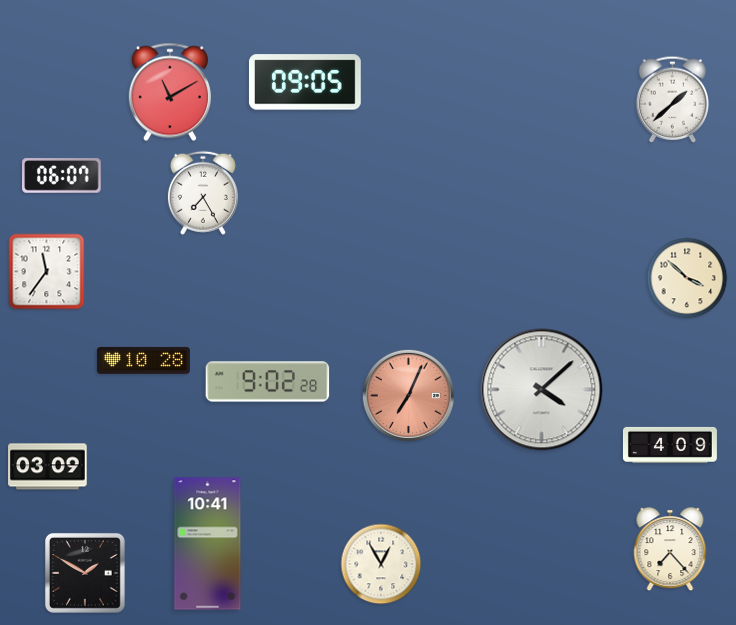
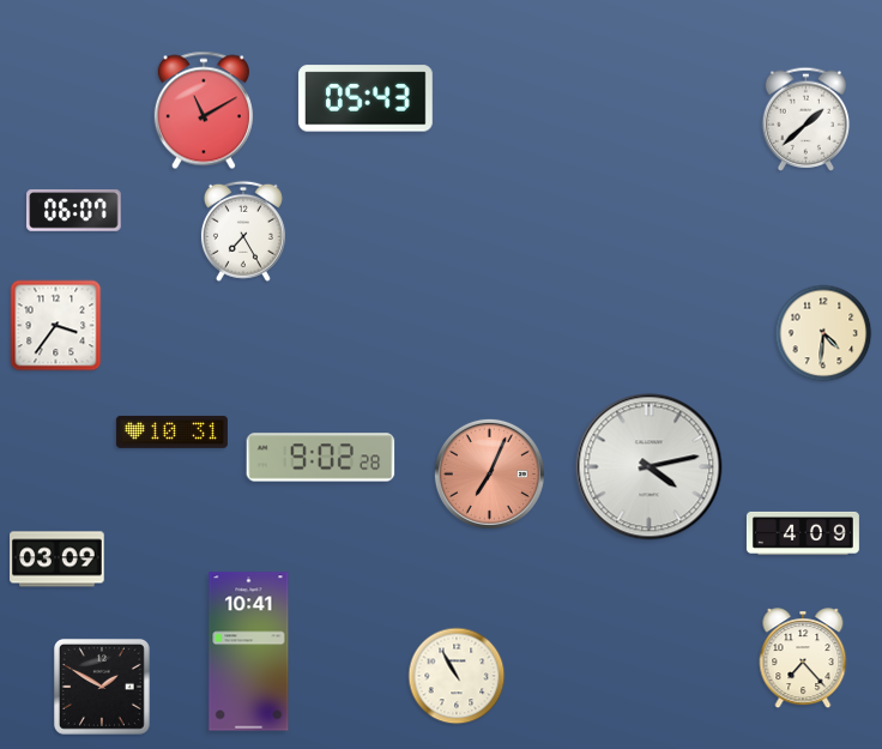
clock at (305, 82): 09:05 -> 05:43
clock at (47, 272): 11:36 -> 3:36
clock at (687, 278): 3:52 -> 4:31
clock at (143, 360): 10:28 -> 10:31
clock at (542, 390): 4:08 -> 4:13
clock at (381, 564): 12:55 -> 10:55
